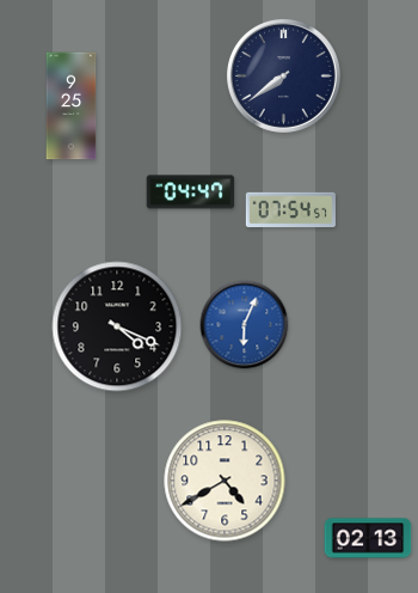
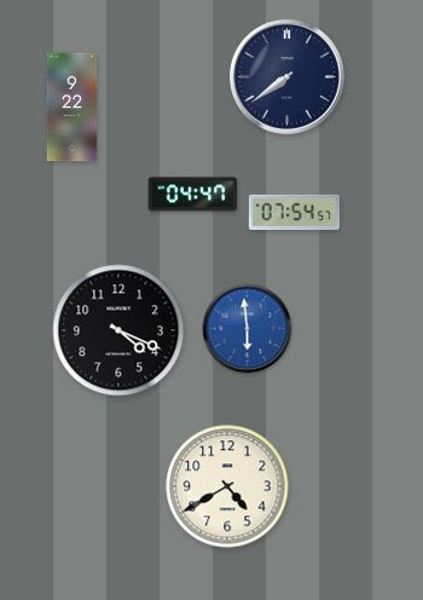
clock at (72, 106): 9:25 -> 9:22
clock at (245, 325): 6:04 -> 5:59
clock at (368, 538): 02:13 -> none
